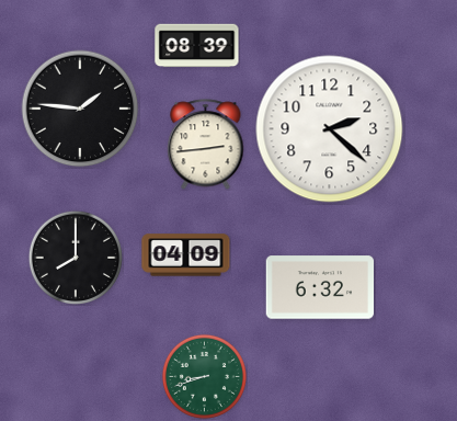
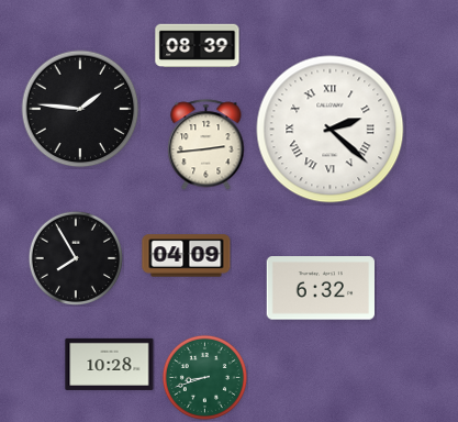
clock at (330, 129) numerals: Arabic -> Roman
clock at (75, 257): 8:00 -> 7:55
clock at (110, 364): none -> 10:28
